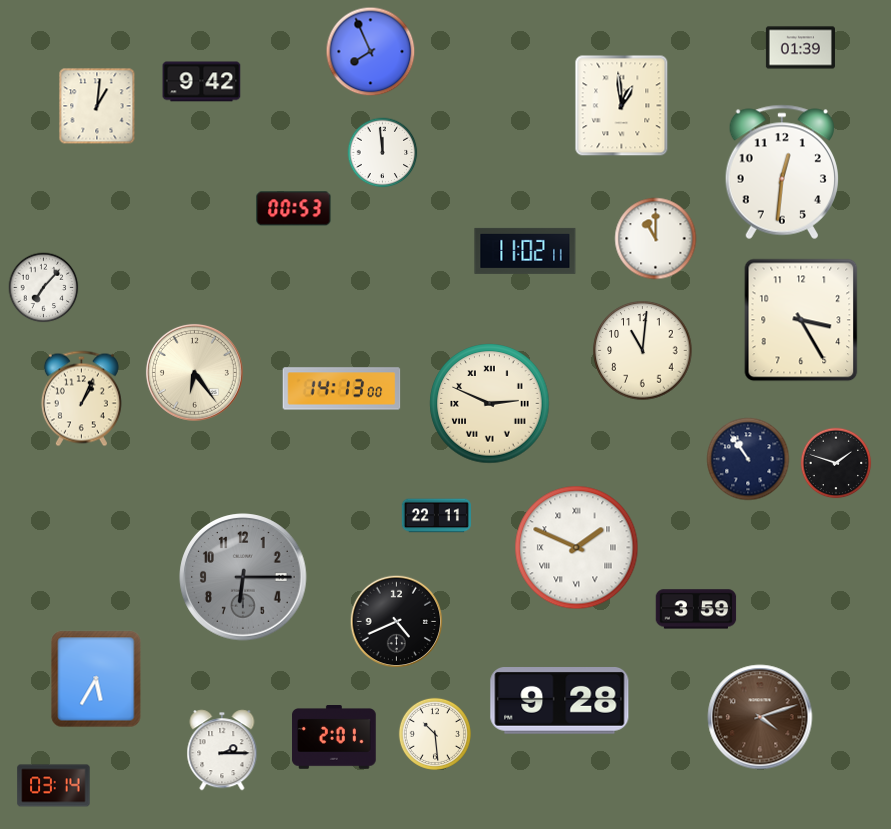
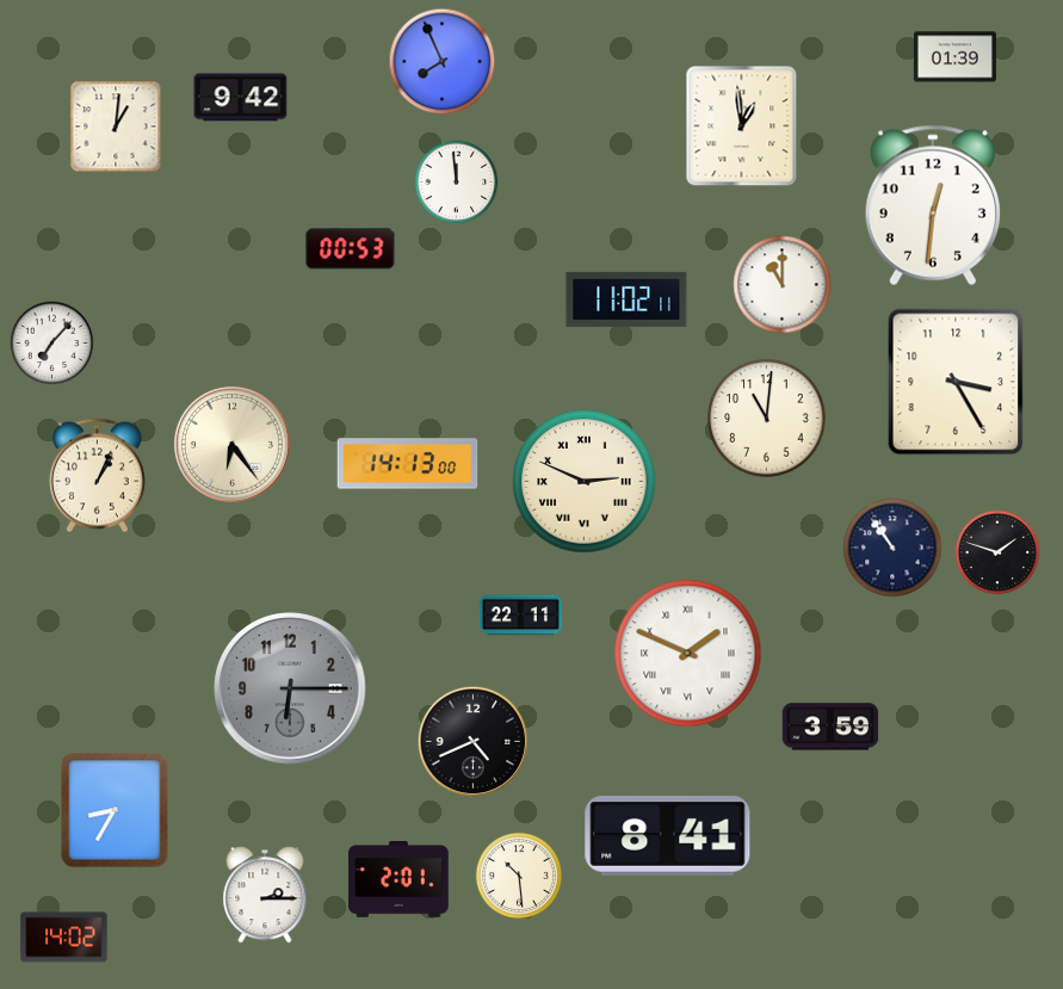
clock at (96, 679): 5:35 -> 8:35
clock at (560, 701): 9:28 -> 8:41
clock at (760, 717): 4:12 -> none
clock at (54, 786): 03:14 -> 14:02
